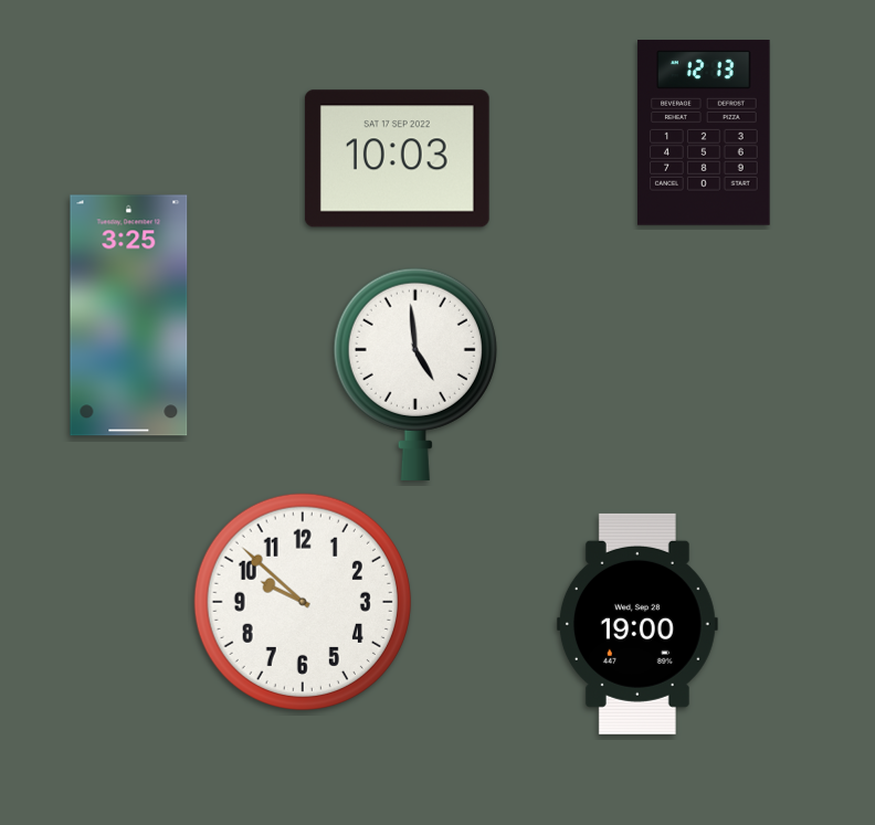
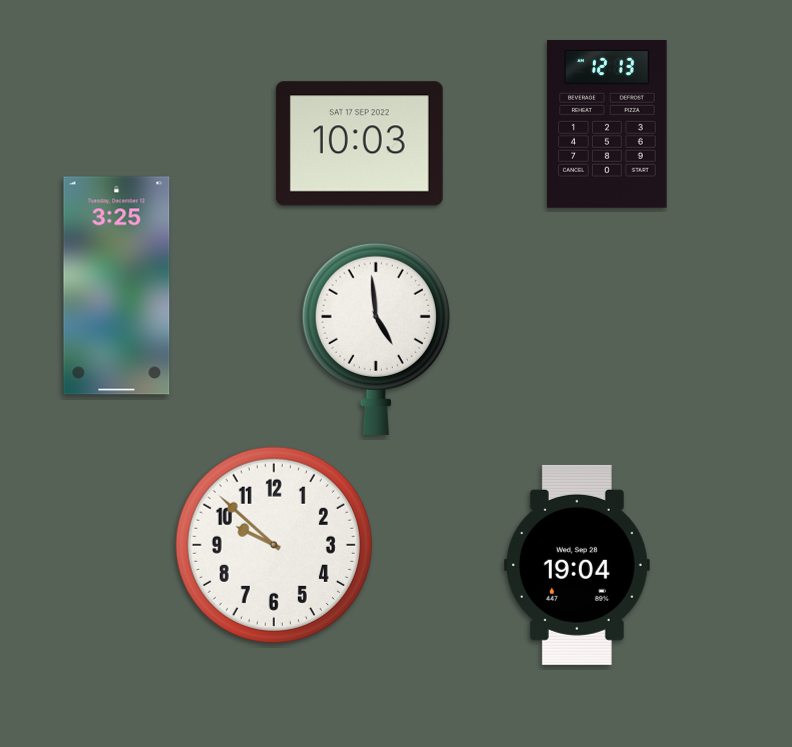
clock at (704, 134) position: (704, 134) -> (607, 125)
clock at (637, 624): 19:00 -> 19:04
